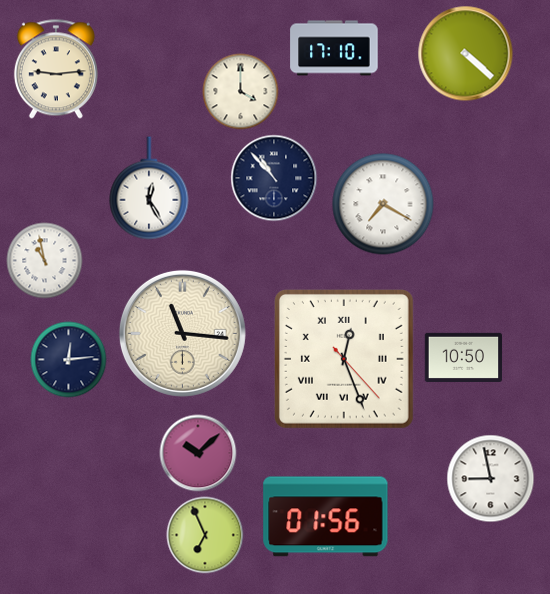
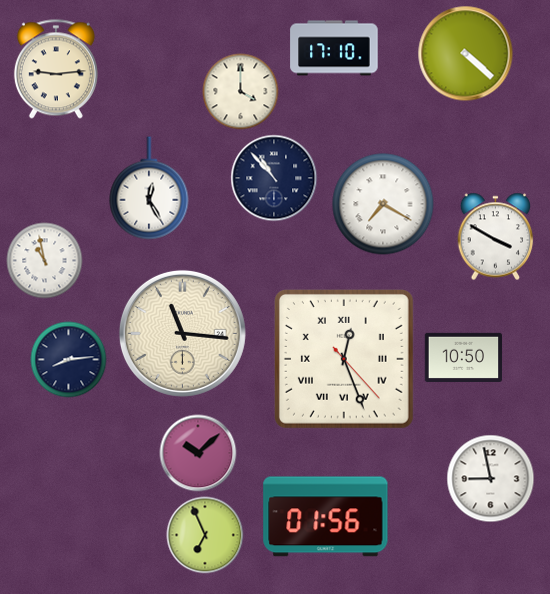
clock at (496, 237): none -> 3:50
clock at (69, 360): 12:14 -> 8:14
